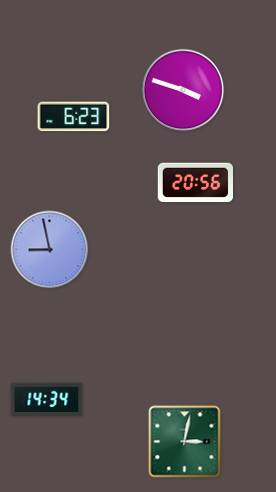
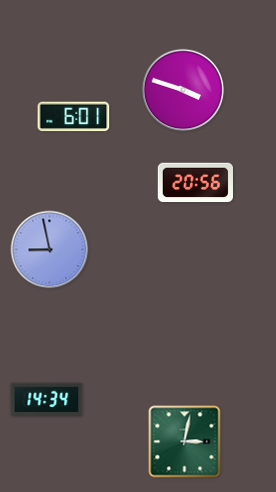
clock at (74, 117): 6:23 -> 6:01
